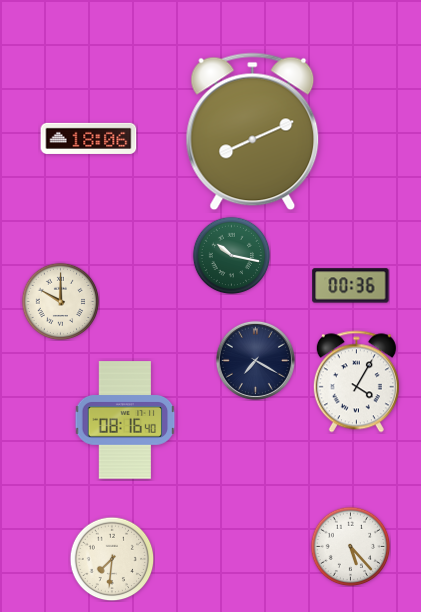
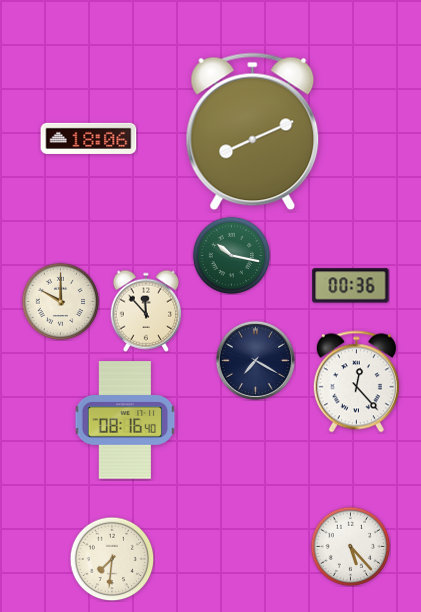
clock at (146, 311): none -> 11:53
clock at (356, 382): 4:05 -> 12:23
